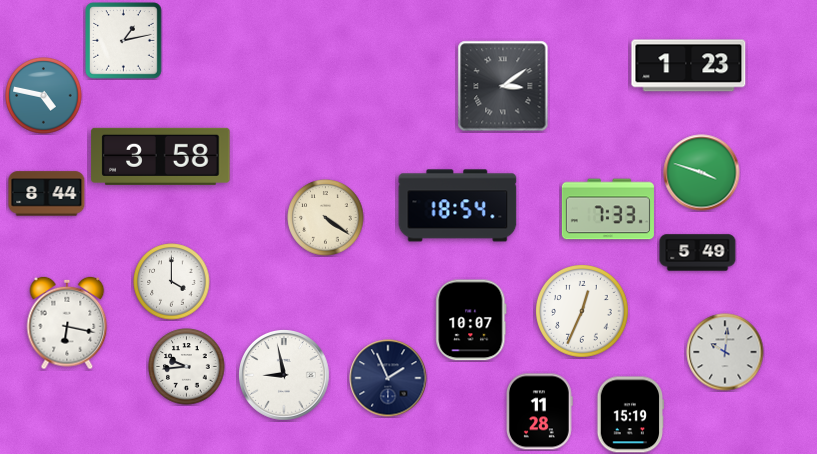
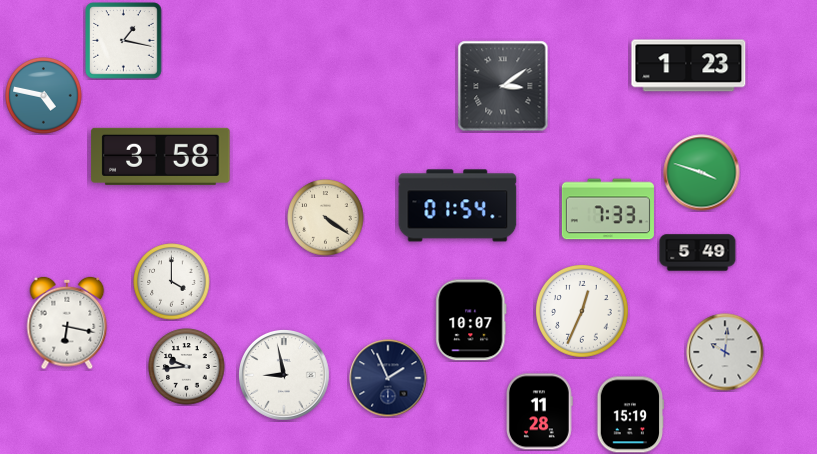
clock at (124, 41): 1:13 -> 1:17
clock at (47, 194): 8:44 -> none
clock at (458, 206): 18:54 -> 01:54
